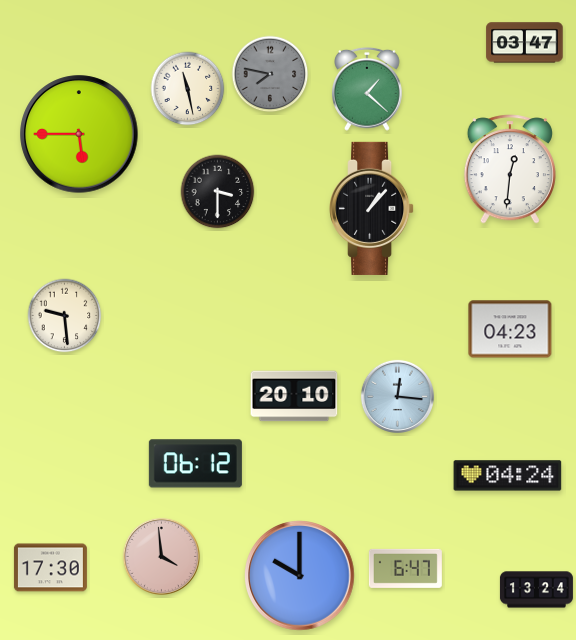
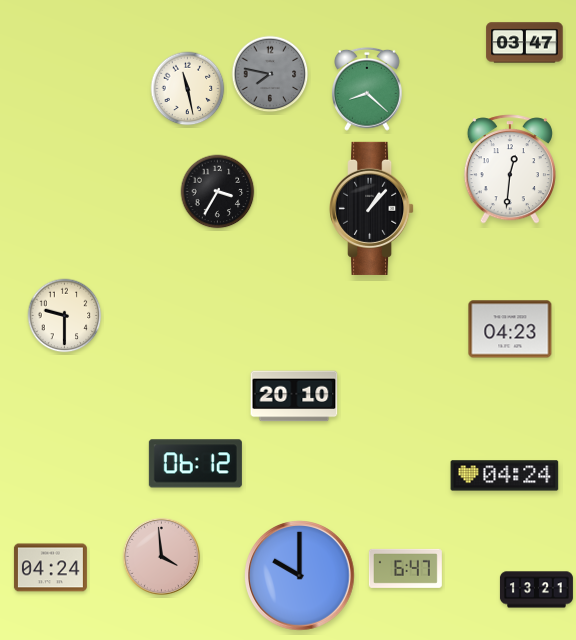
clock at (368, 89): 1:22 -> 8:22
clock at (79, 134): 5:45 -> none
clock at (218, 192): 3:30 -> 3:35
clock at (65, 316): 9:29 -> 9:30
clock at (397, 396): 12:16 -> none
clock at (508, 476) position: (508, 476) -> (505, 476)
clock at (50, 568): 17:30 -> 04:24
clock at (536, 590): 13:24 -> 13:21
